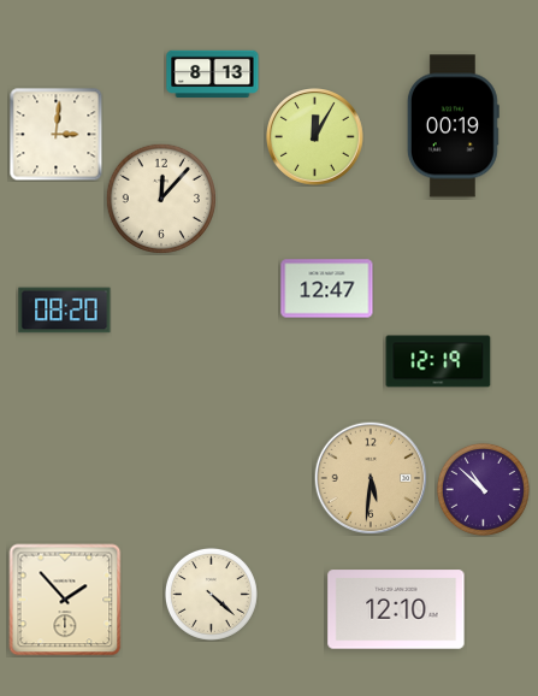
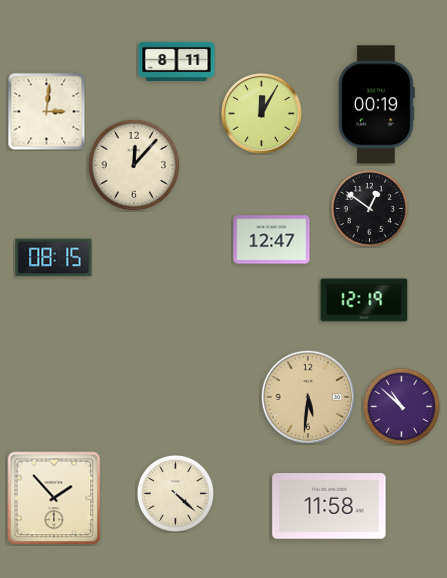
clock at (213, 73): 8:13 -> 8:11
clock at (369, 208): none -> 12:51
clock at (65, 311): 08:20 -> 08:15
clock at (396, 609): 12:10 -> 11:58
